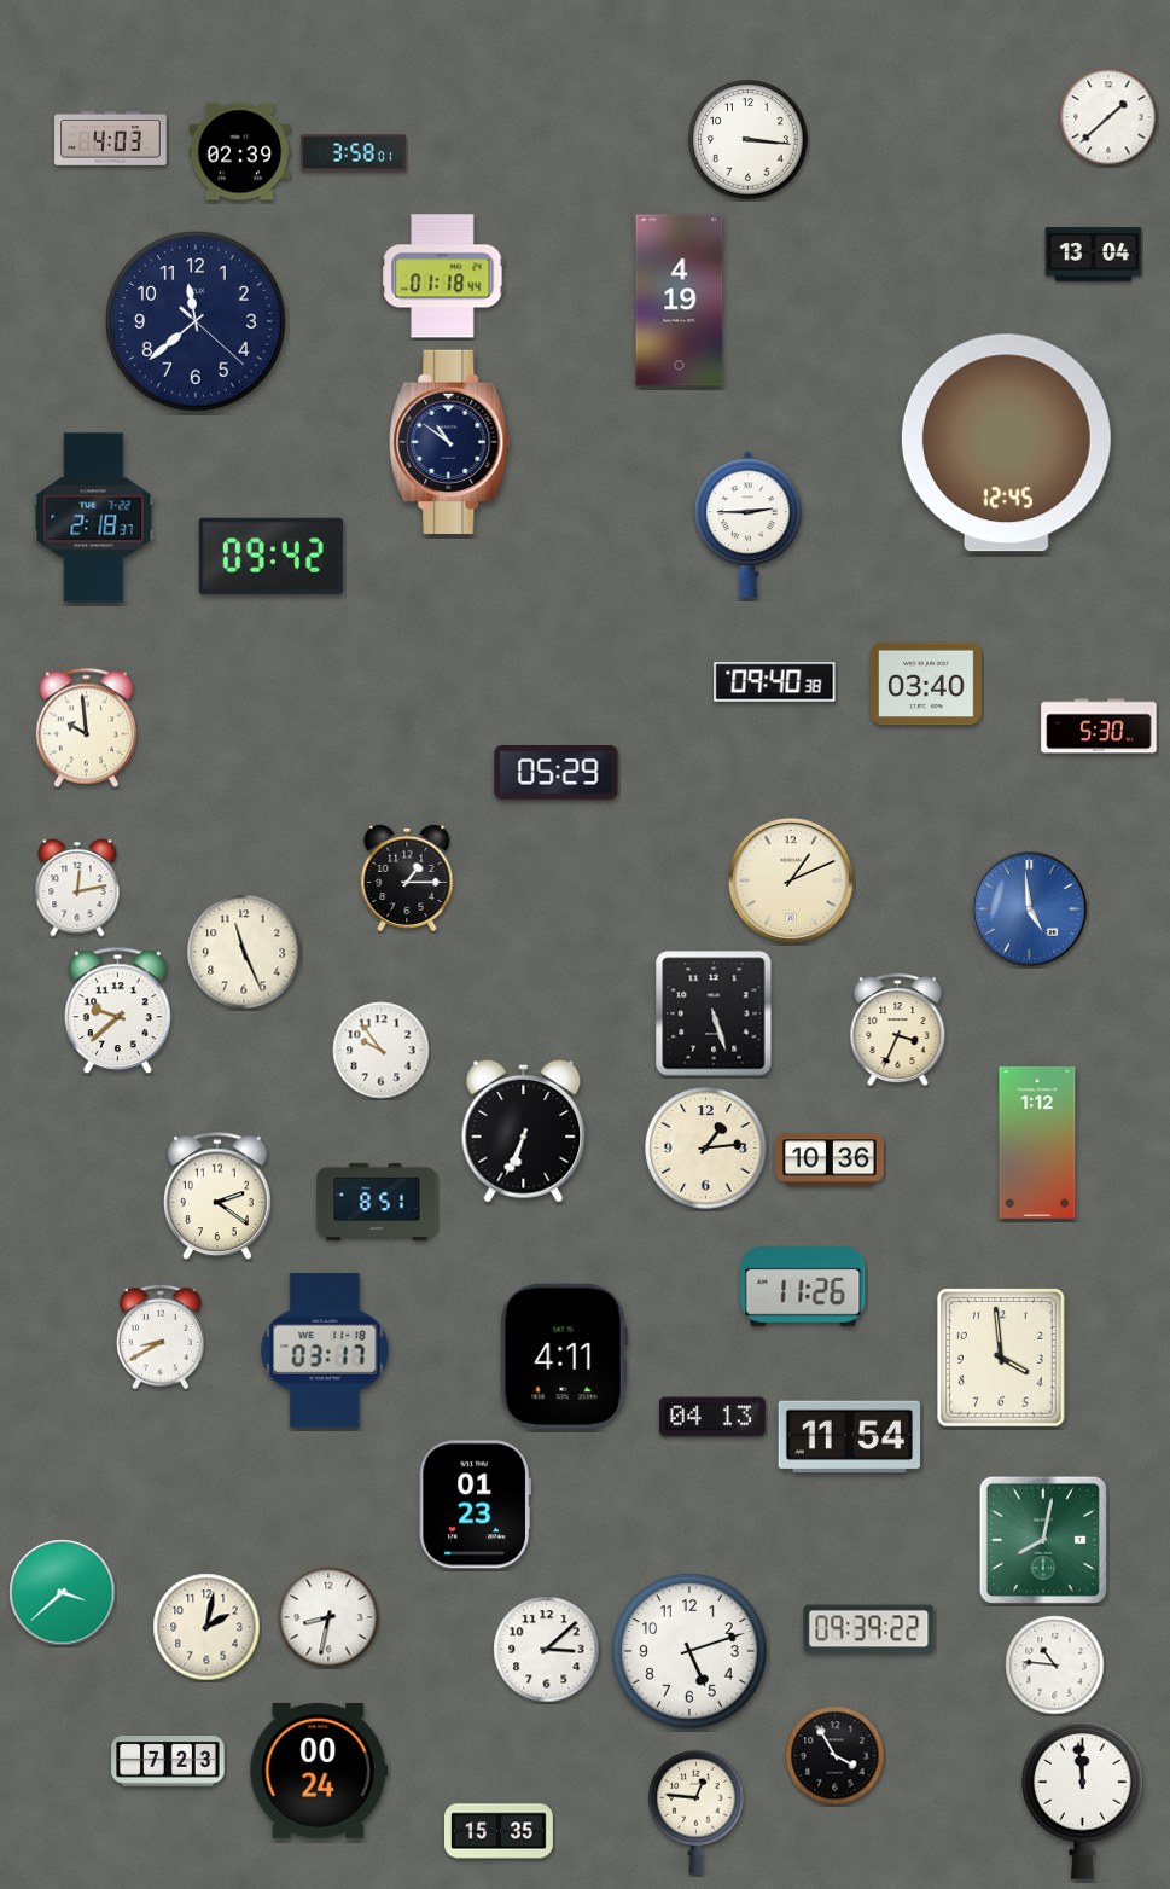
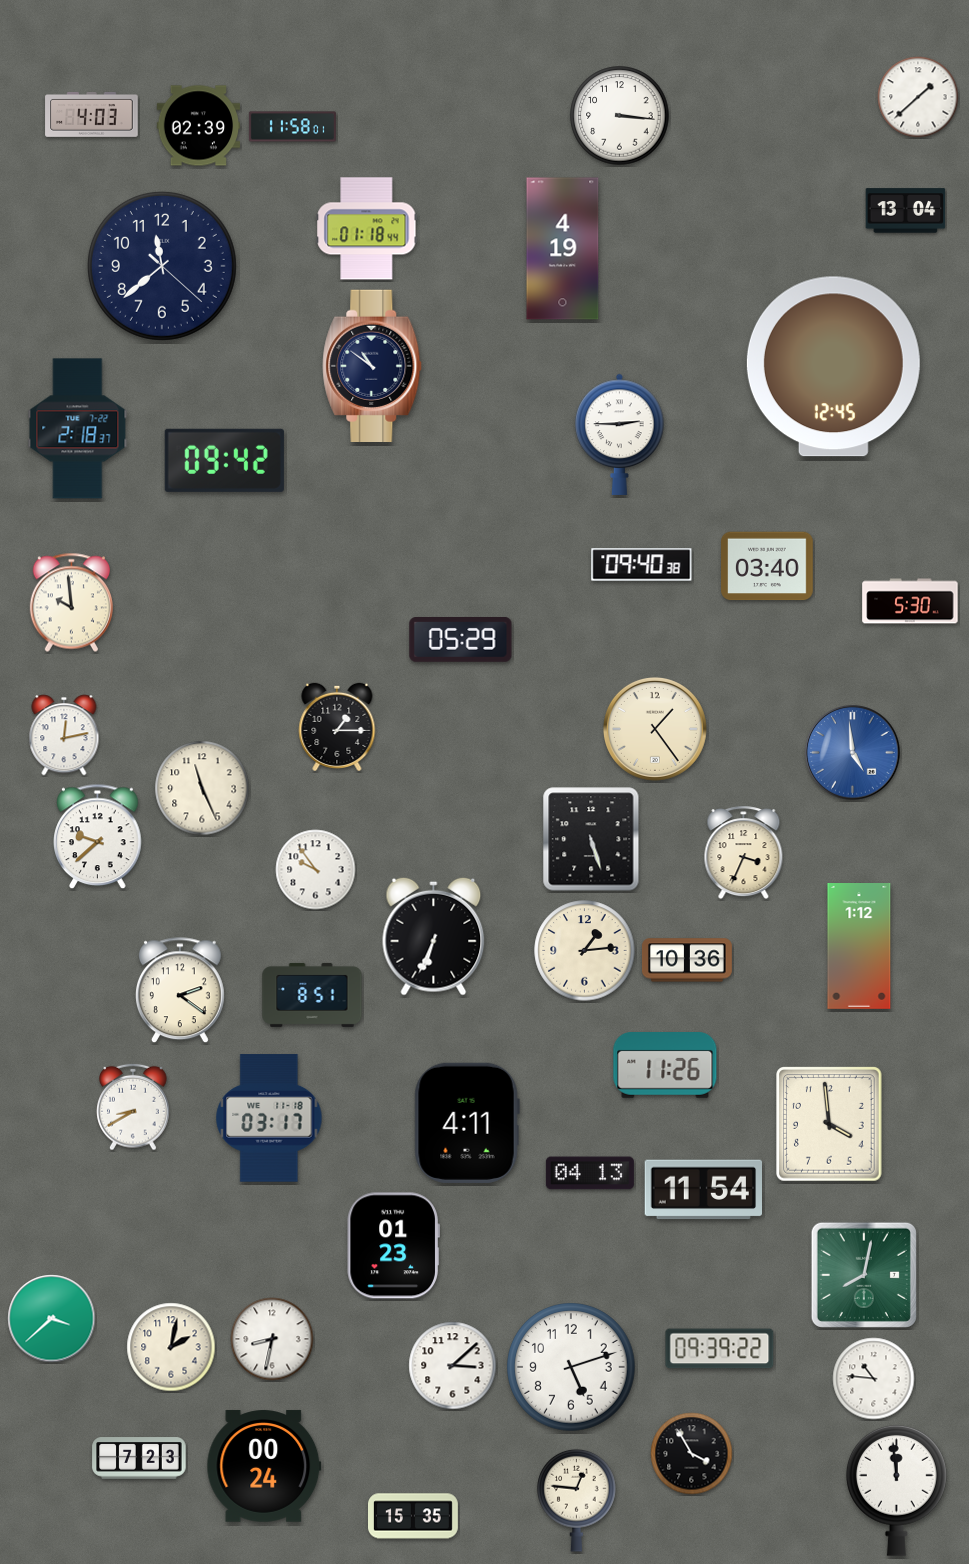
clock at (353, 153): 3:58 -> 11:58
clock at (791, 880): 1:11 -> 1:24
